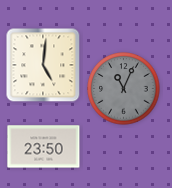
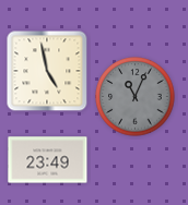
clock at (43, 65): 5:01 -> 4:58
clock at (44, 147): 23:50 -> 23:49
